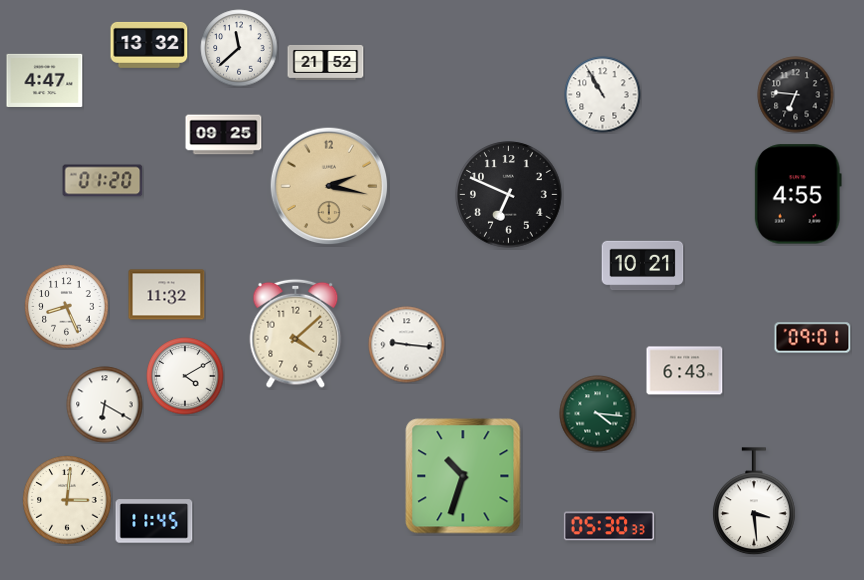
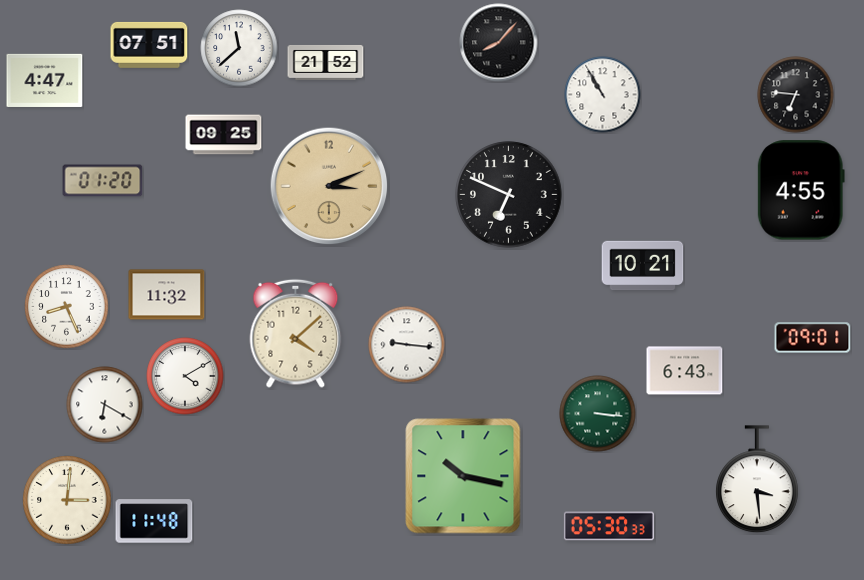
clock at (499, 43): none -> 8:07
clock at (149, 45): 13:32 -> 07:51
clock at (329, 186): 2:17 -> 3:11
clock at (798, 194) position: (798, 194) -> (801, 190)
clock at (598, 414): 4:16 -> 3:16
clock at (463, 476): 10:33 -> 10:17
clock at (755, 502) position: (755, 502) -> (758, 480)
clock at (154, 521): 11:45 -> 11:48
